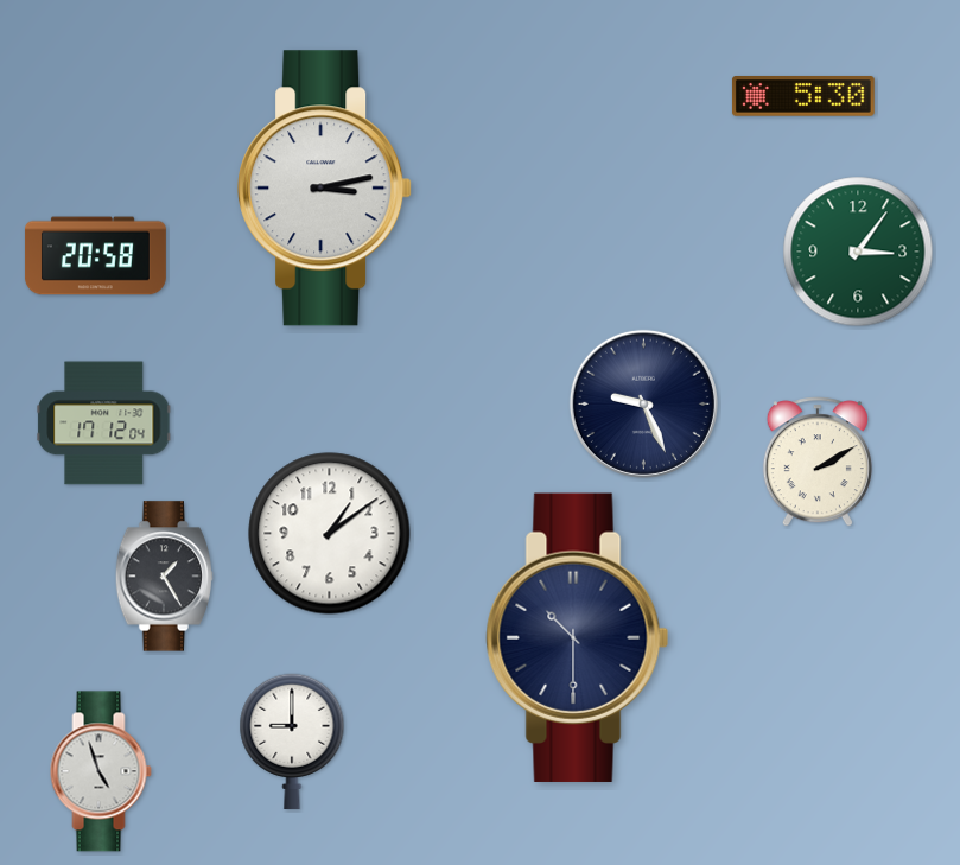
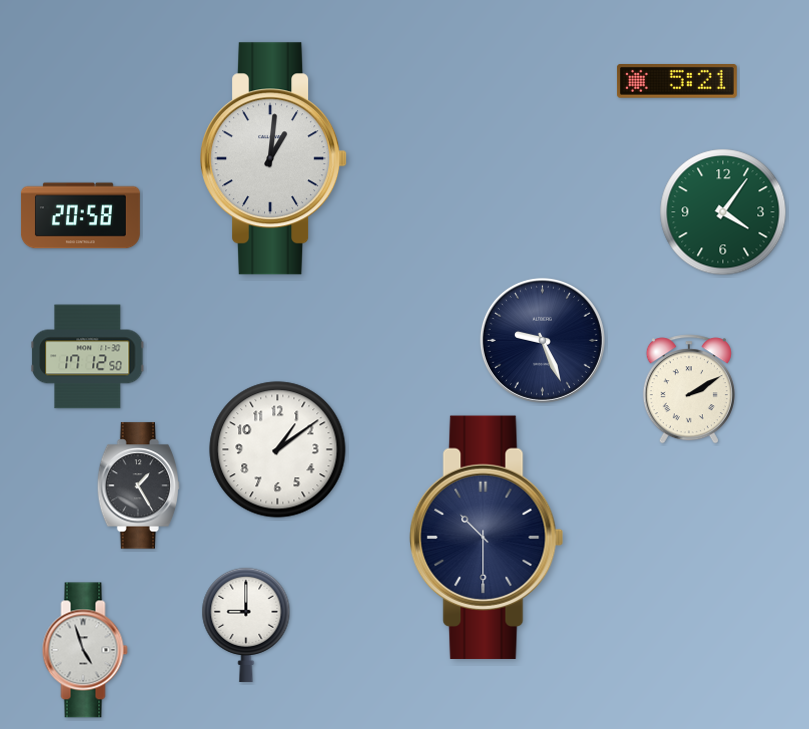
clock at (803, 97): 5:30 -> 5:21
clock at (325, 189): 3:13 -> 1:01
clock at (858, 252): 3:06 -> 4:06
clock at (104, 424): 17:12:04 -> 17:12:50
